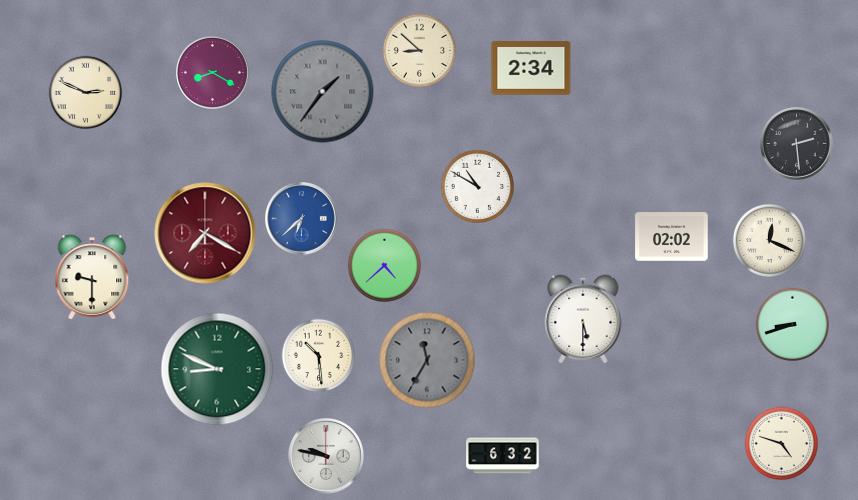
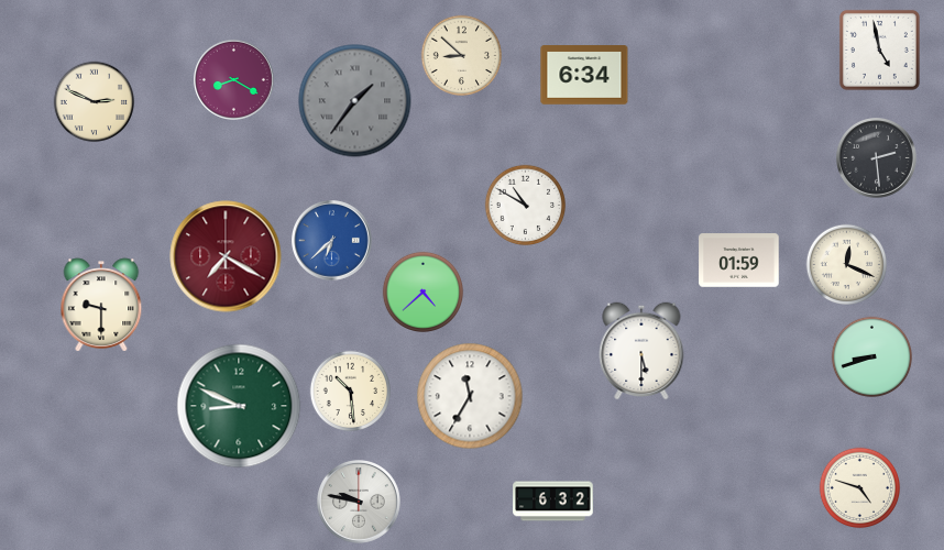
clock at (879, 50): none -> 4:58
clock at (531, 68): 2:34 -> 6:34
clock at (672, 237): 02:02 -> 01:59
clock at (427, 360) dial: grey -> white
